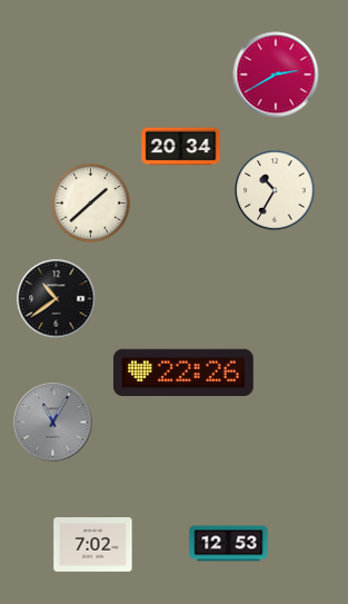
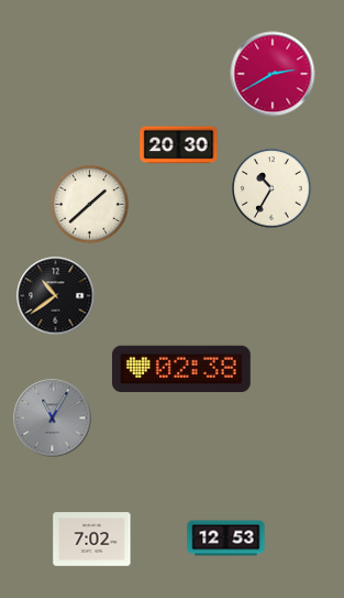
clock at (181, 147): 20:34 -> 20:30
clock at (91, 204) position: (91, 204) -> (90, 205)
clock at (183, 372): 22:26 -> 02:38
